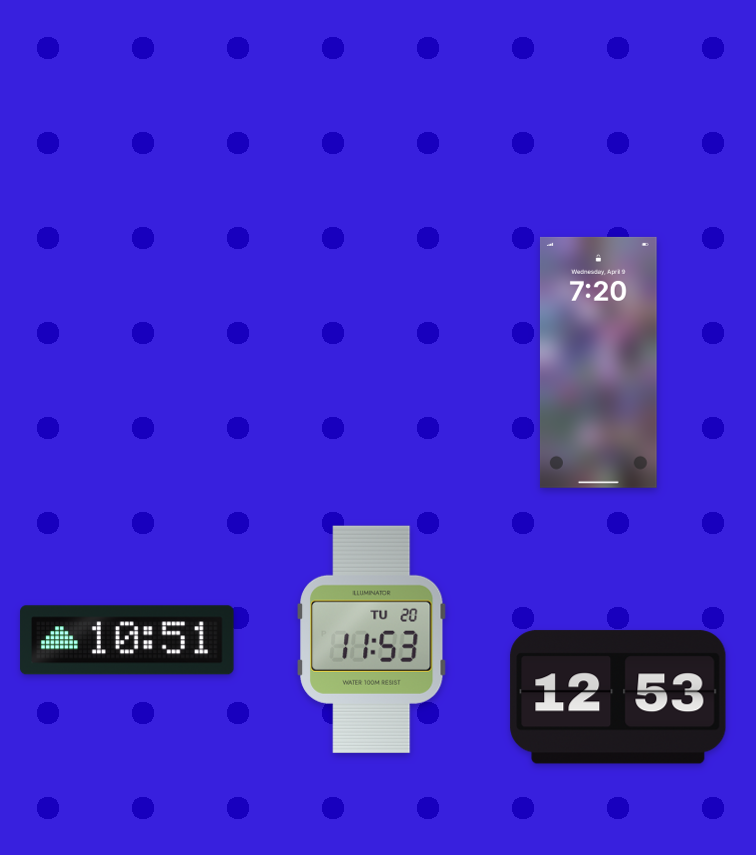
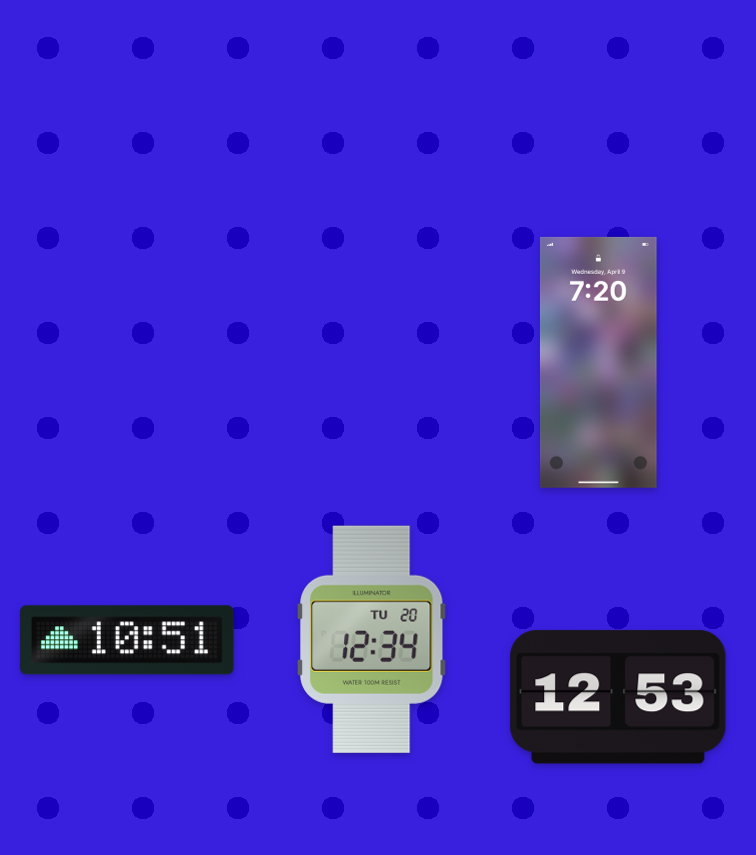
clock at (372, 639): 11:53 -> 12:34
